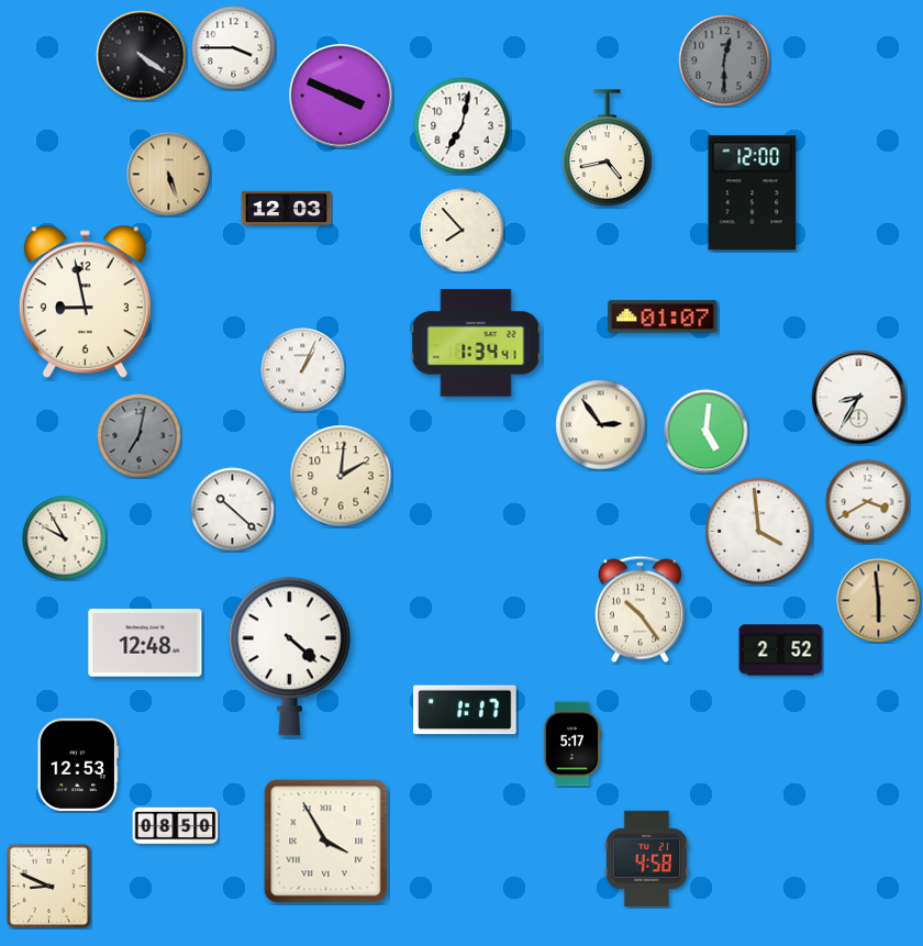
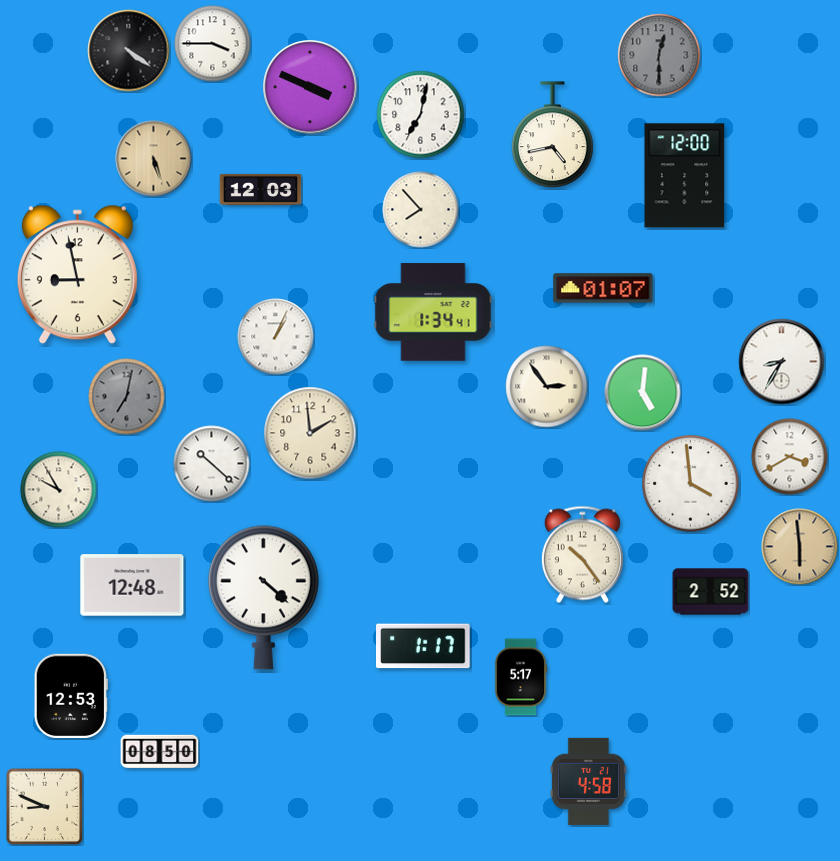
clock at (341, 476): 2:01 -> 1:59
clock at (326, 842): 3:55 -> none
